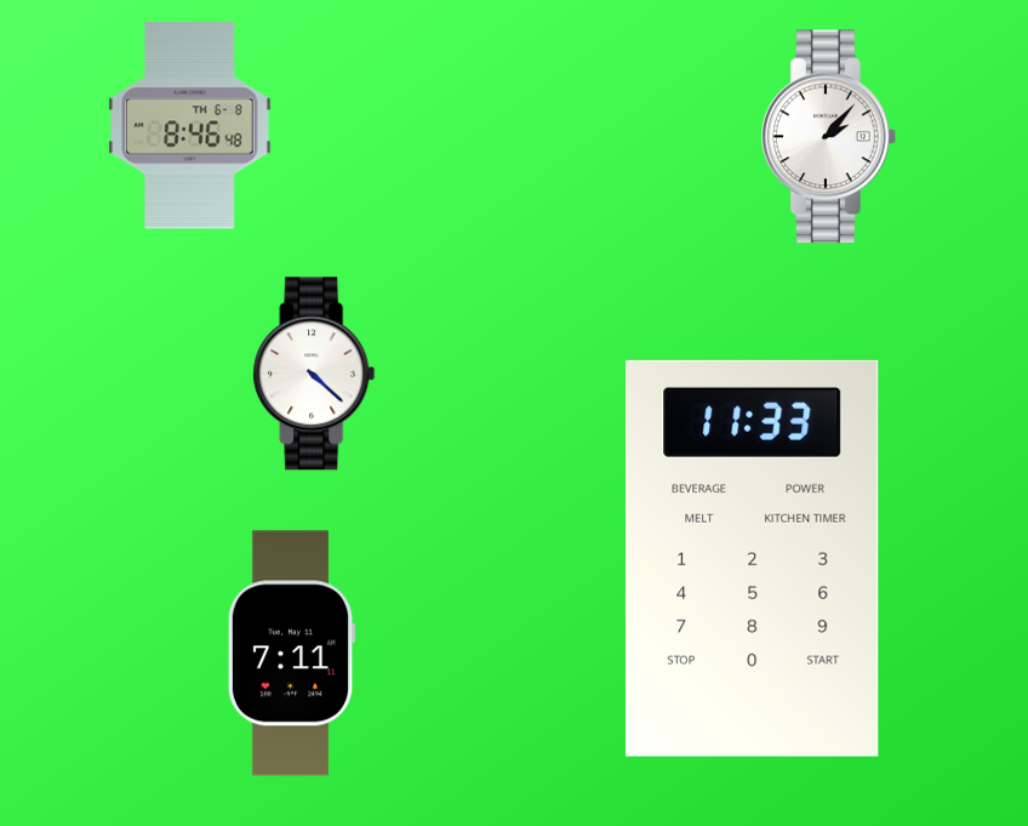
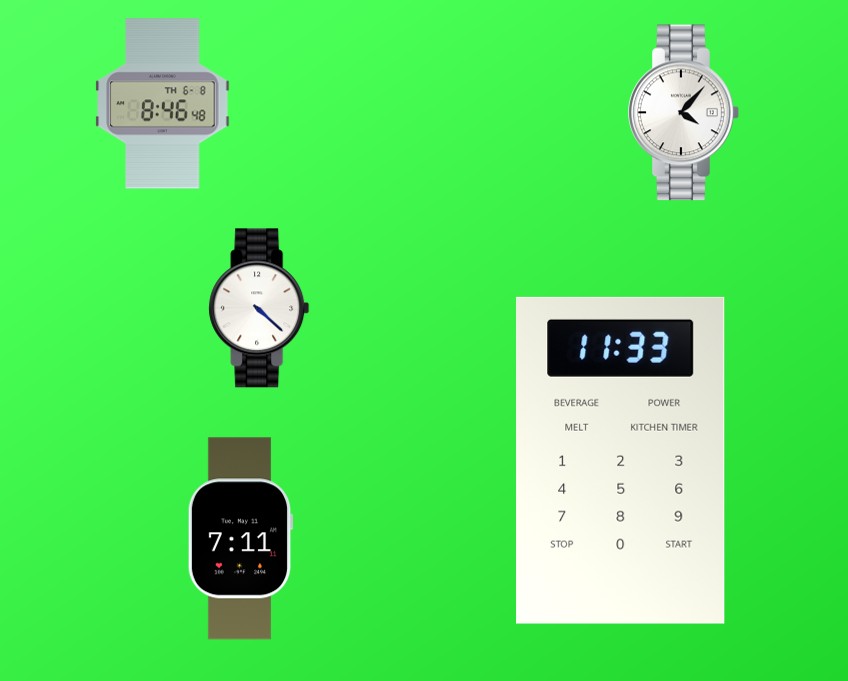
clock at (190, 126) position: (190, 126) -> (163, 104)
clock at (829, 137): 2:07 -> 4:07
